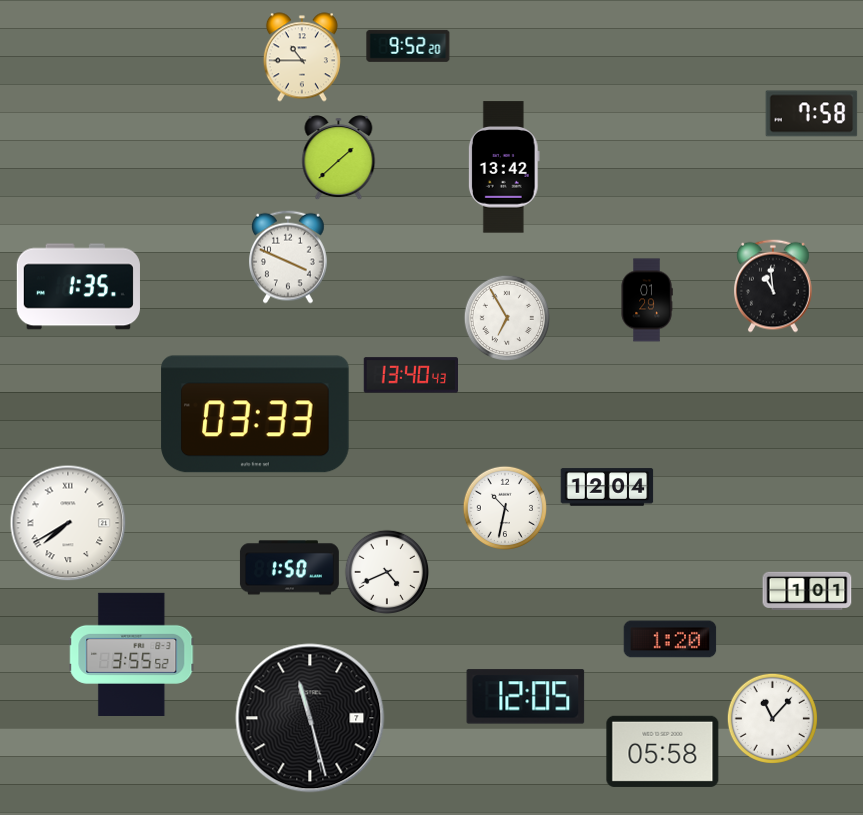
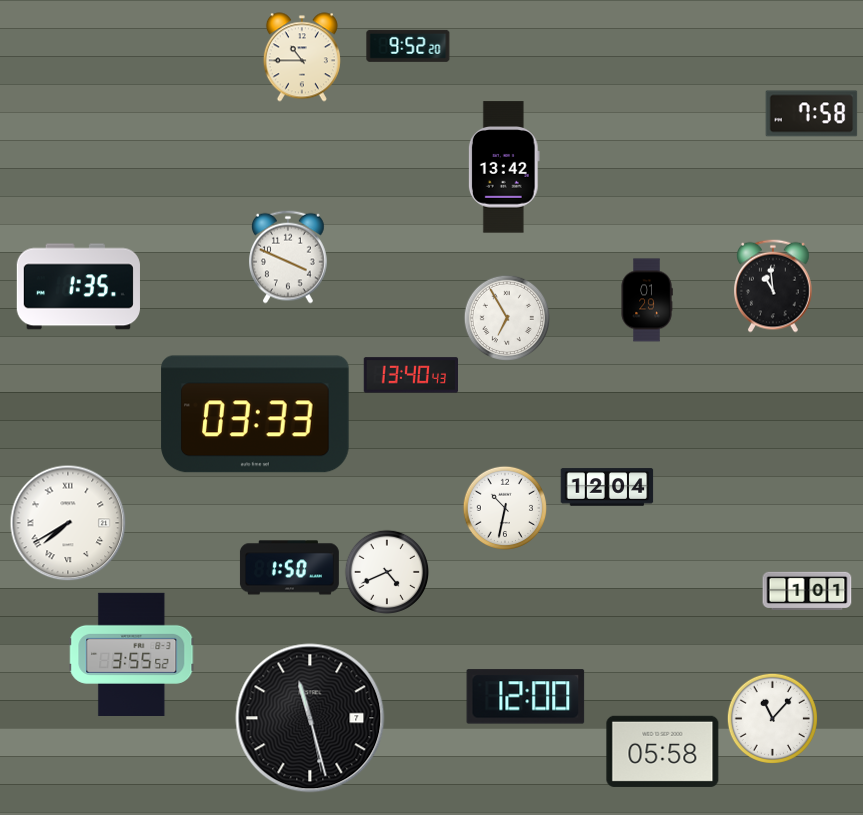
clock at (339, 158): 1:38 -> none
clock at (670, 639): 1:20 -> none
clock at (526, 697): 12:05 -> 12:00
